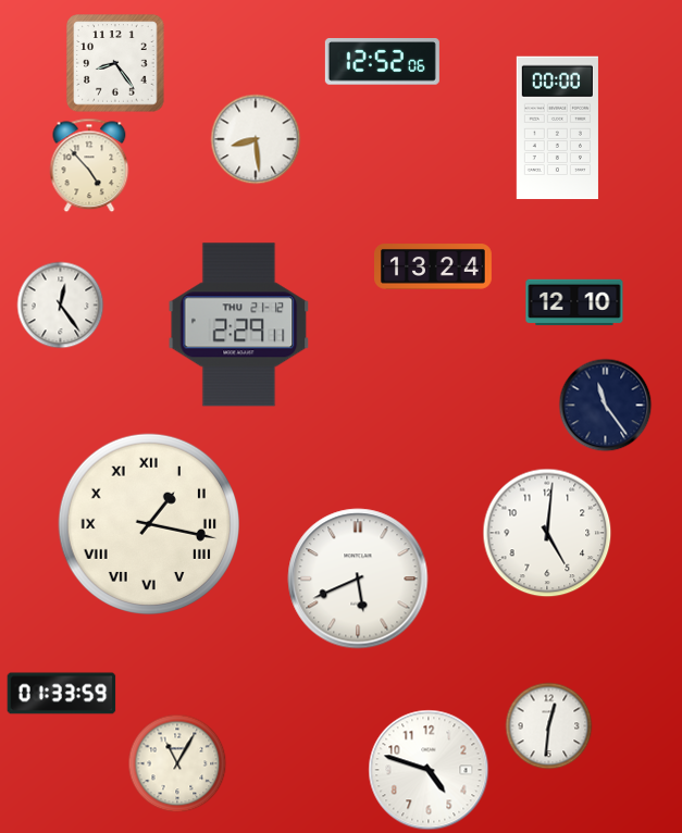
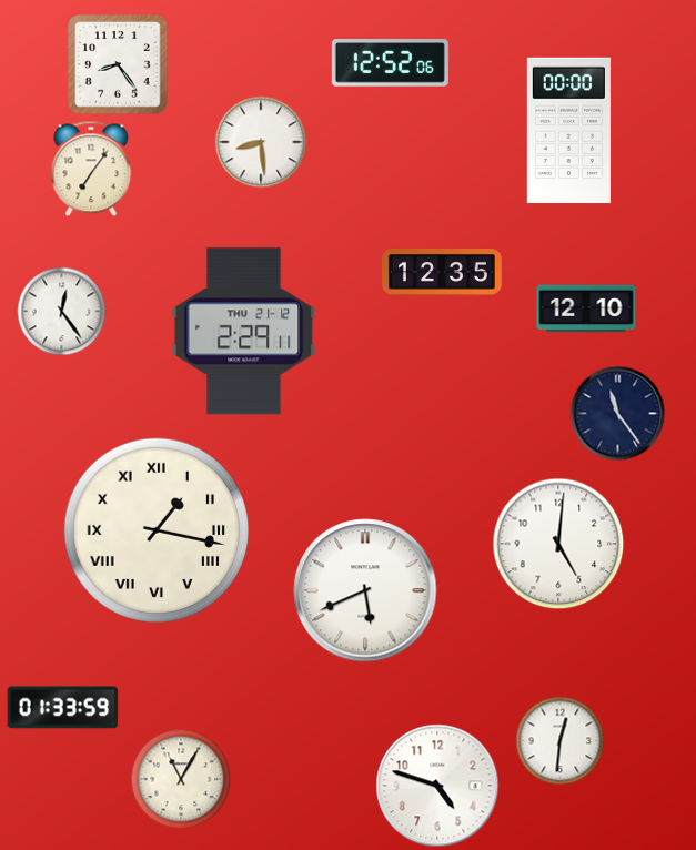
clock at (89, 165): 4:53 -> 7:06
clock at (434, 268): 13:24 -> 12:35
clock at (149, 524) position: (149, 524) -> (157, 530)
